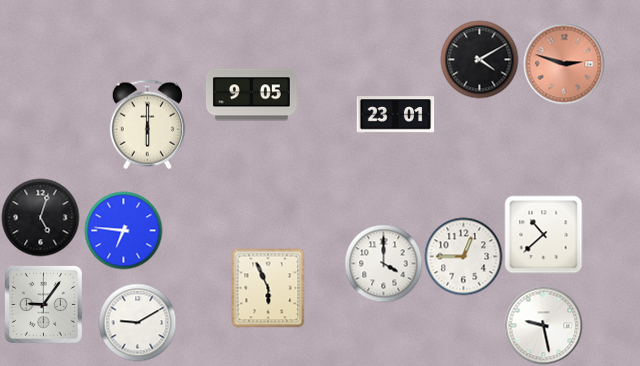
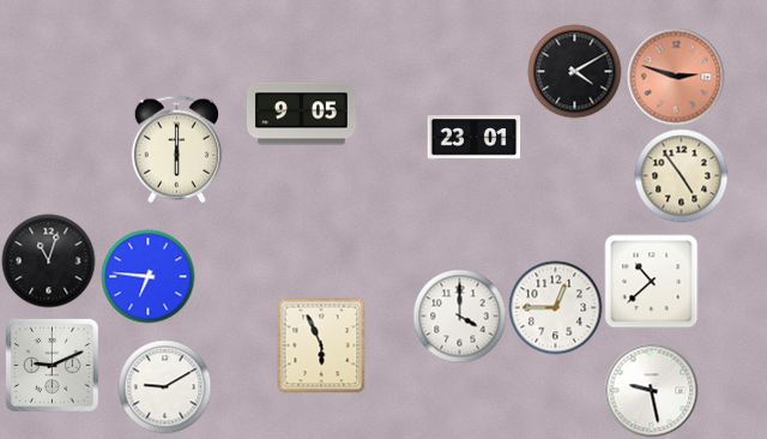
clock at (681, 175): none -> 4:54
clock at (40, 217): 5:03 -> 11:03
clock at (44, 305): 9:06 -> 9:11
